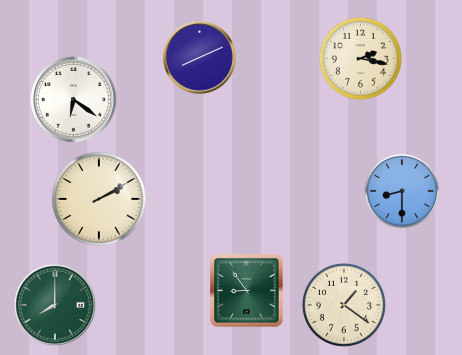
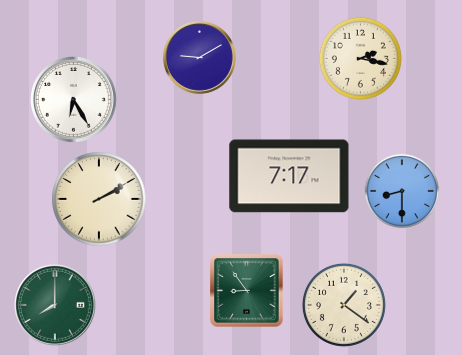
clock at (199, 57): 8:11 -> 9:10
clock at (74, 100): 6:21 -> 6:25
clock at (289, 176): none -> 7:17
